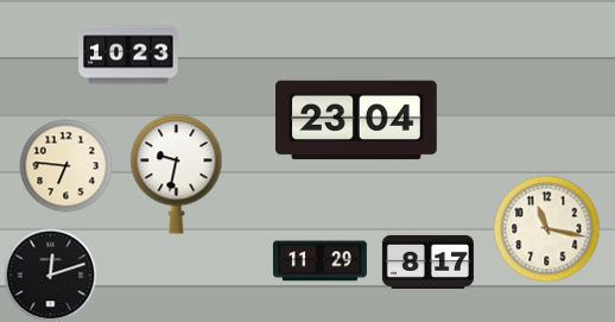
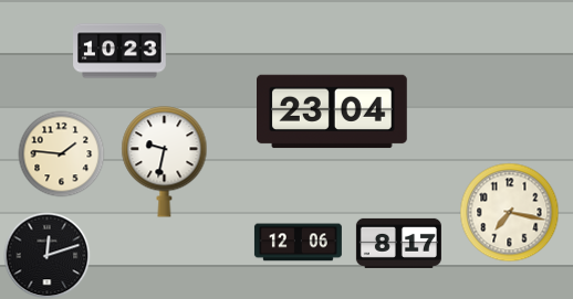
clock at (65, 165): 6:46 -> 1:46
clock at (546, 228): 11:17 -> 7:17
clock at (319, 261): 11:29 -> 12:06
